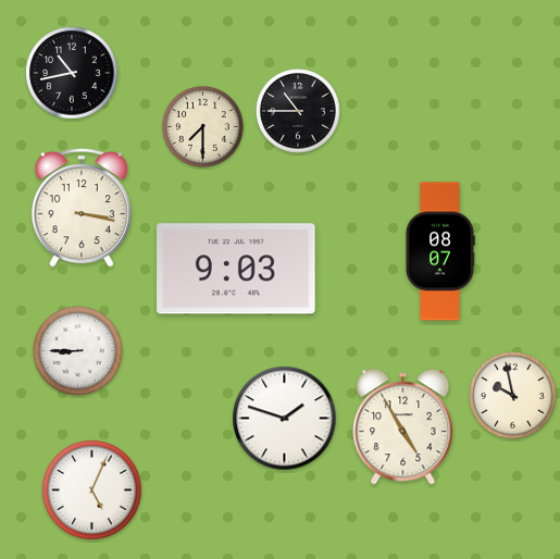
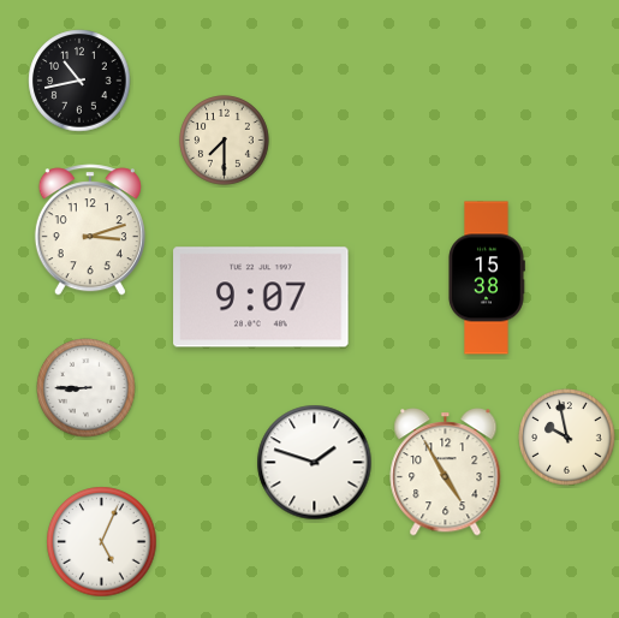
clock at (298, 111): 10:45 -> none
clock at (82, 208): 3:17 -> 3:12
clock at (440, 251): 08:07 -> 15:38
clock at (236, 269): 9:03 -> 9:07
